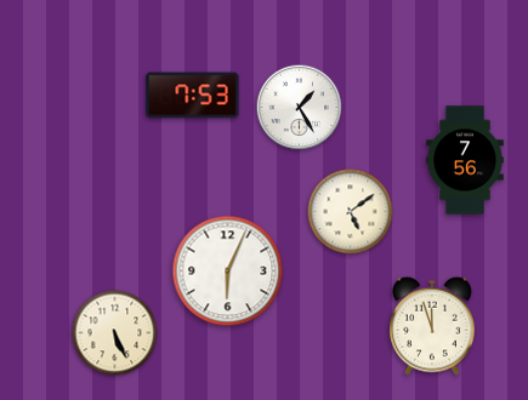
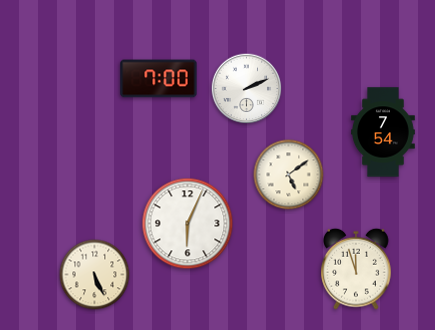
clock at (193, 96): 7:53 -> 7:00
clock at (300, 108): 1:25 -> 2:11
clock at (466, 160): 7:56 -> 7:54
